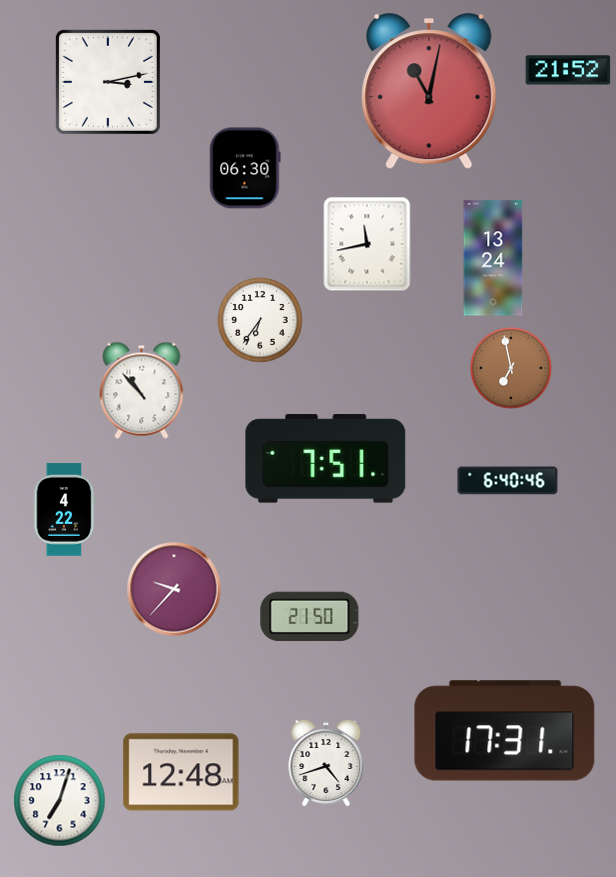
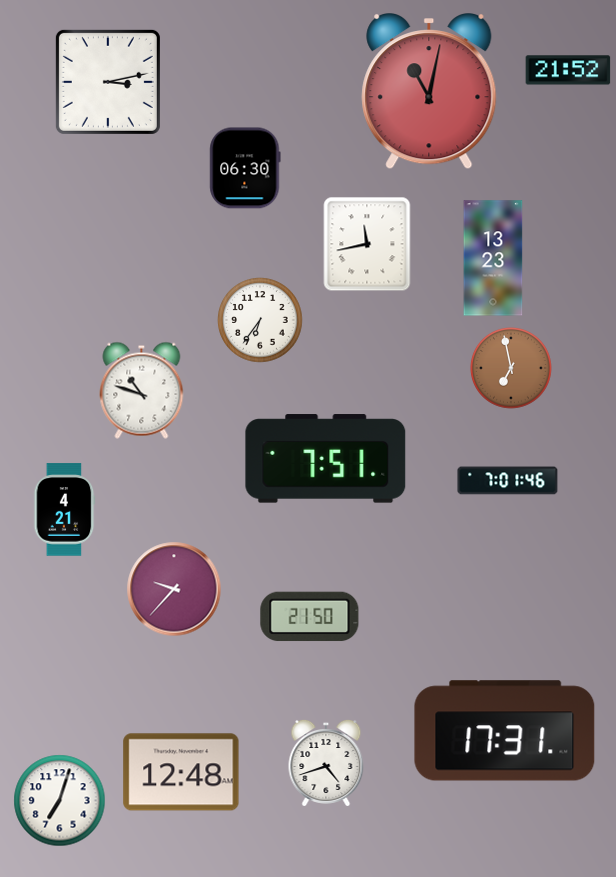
clock at (493, 258): 13:24 -> 13:23
clock at (142, 390): 10:53 -> 10:48
clock at (508, 481): 6:40 -> 7:01
clock at (64, 510): 4:22 -> 4:21
